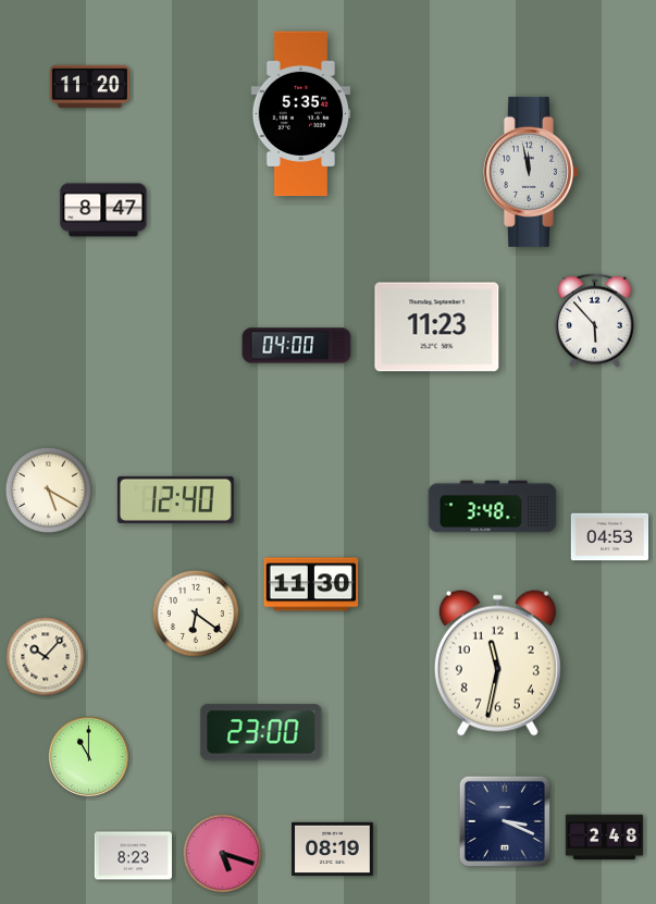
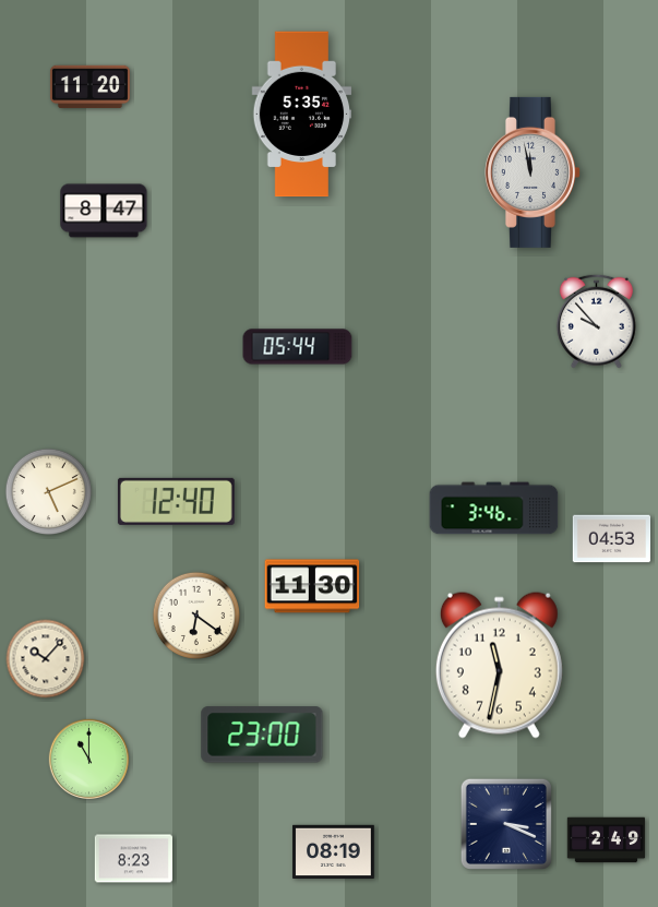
clock at (594, 320): 5:53 -> 9:53
clock at (437, 327): 11:23 -> none
clock at (297, 346): 04:00 -> 05:44
clock at (49, 491): 5:20 -> 5:11
clock at (493, 507): 3:48 -> 3:46
clock at (605, 838): 2:48 -> 2:49
clock at (223, 854): 5:18 -> none
